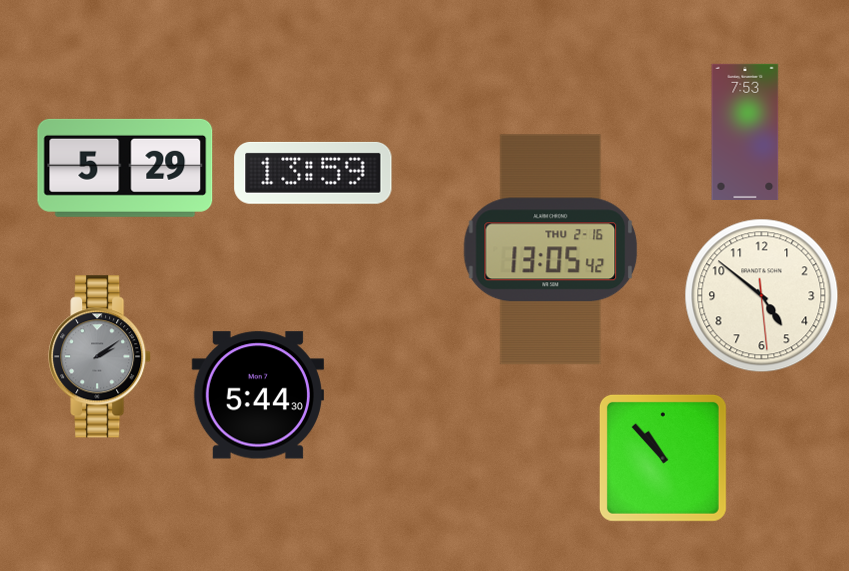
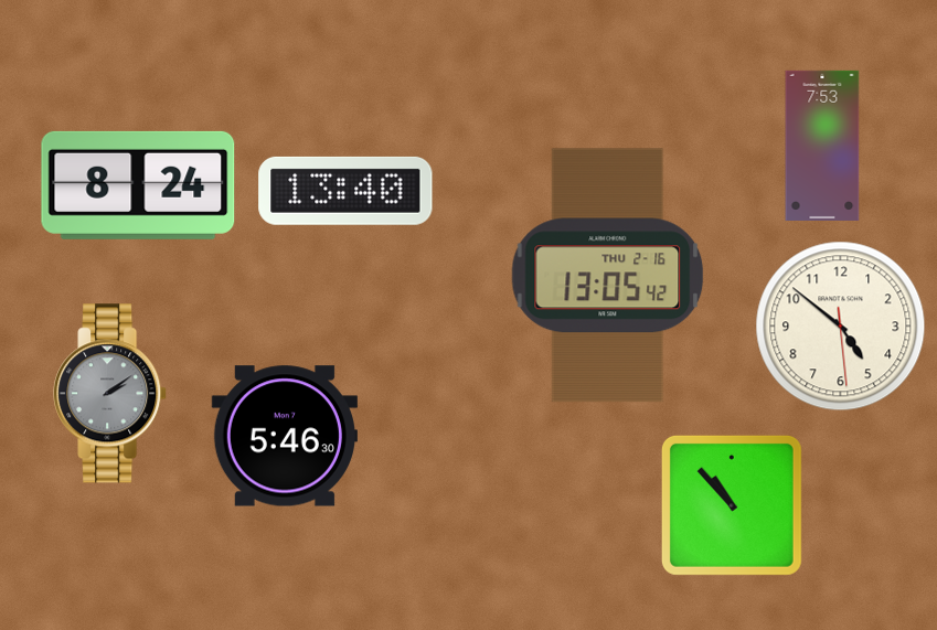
clock at (125, 168): 5:29 -> 8:24
clock at (313, 173): 13:59 -> 13:40
clock at (258, 395): 5:44 -> 5:46
